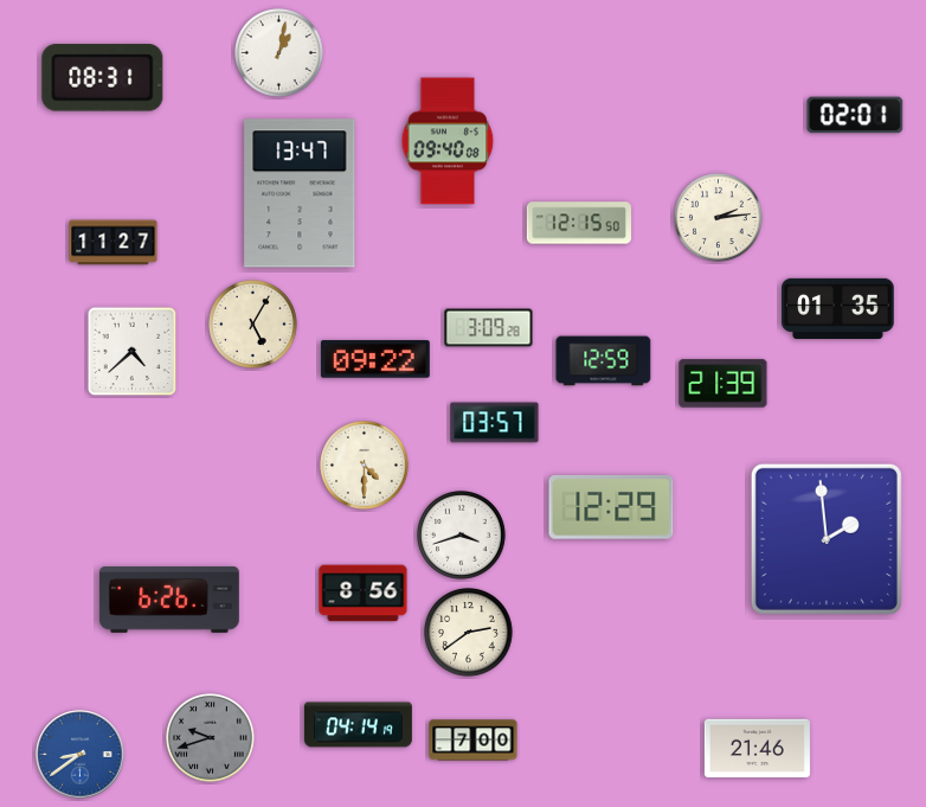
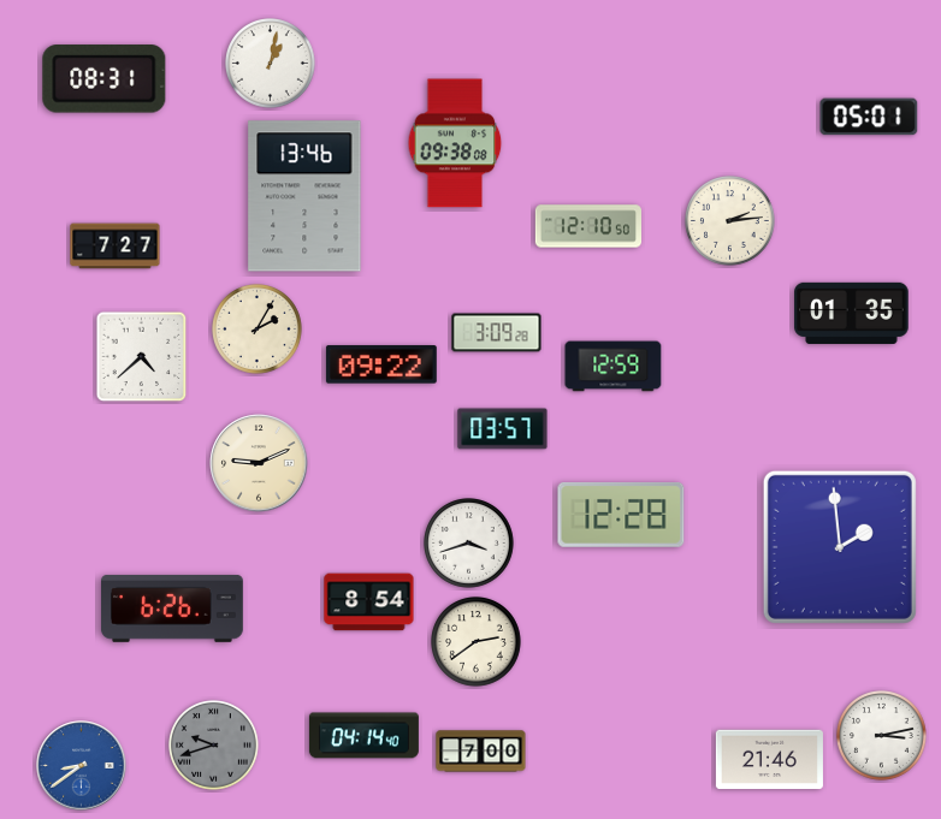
clock at (279, 53) position: (279, 53) -> (271, 64)
clock at (855, 115): 02:01 -> 05:01
clock at (448, 141): 09:40 -> 09:38
clock at (300, 193): 13:47 -> 13:46
clock at (578, 223): 12:15 -> 12:10
clock at (114, 243): 11:27 -> 7:27
clock at (253, 325): 5:05 -> 2:05
clock at (133, 352) position: (133, 352) -> (142, 357)
clock at (724, 384): 21:39 -> none
clock at (259, 463): none -> 9:11
clock at (365, 466): 4:30 -> none
clock at (611, 507): 12:29 -> 12:28
clock at (364, 594): 8:56 -> 8:54
clock at (358, 725): 04:14:19 -> 04:14:40
clock at (882, 736): none -> 3:13
clock at (211, 738) position: (211, 738) -> (214, 746)
